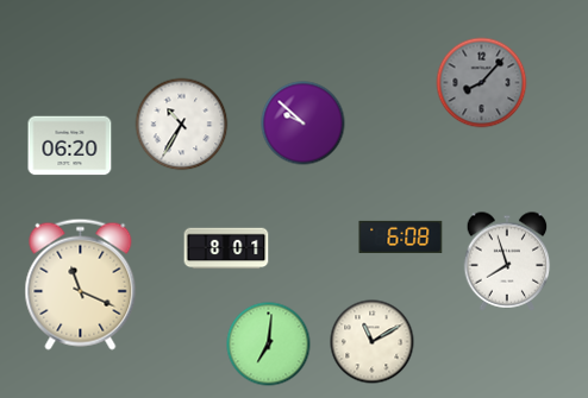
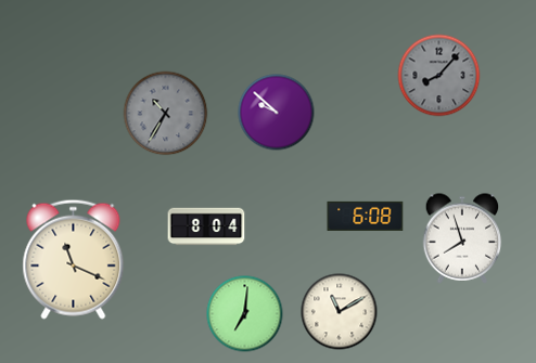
clock at (182, 125) dial: white -> grey
clock at (70, 146): 06:20 -> none
clock at (226, 248): 8:01 -> 8:04
